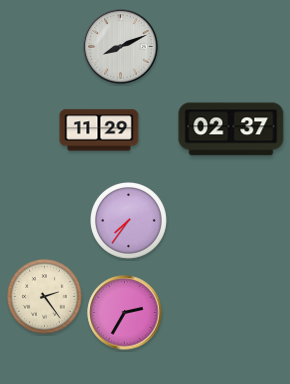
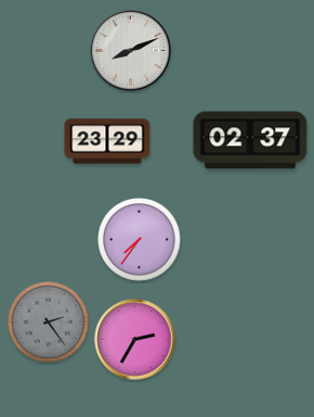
clock at (99, 130): 11:29 -> 23:29
clock at (45, 297) dial: cream -> grey
